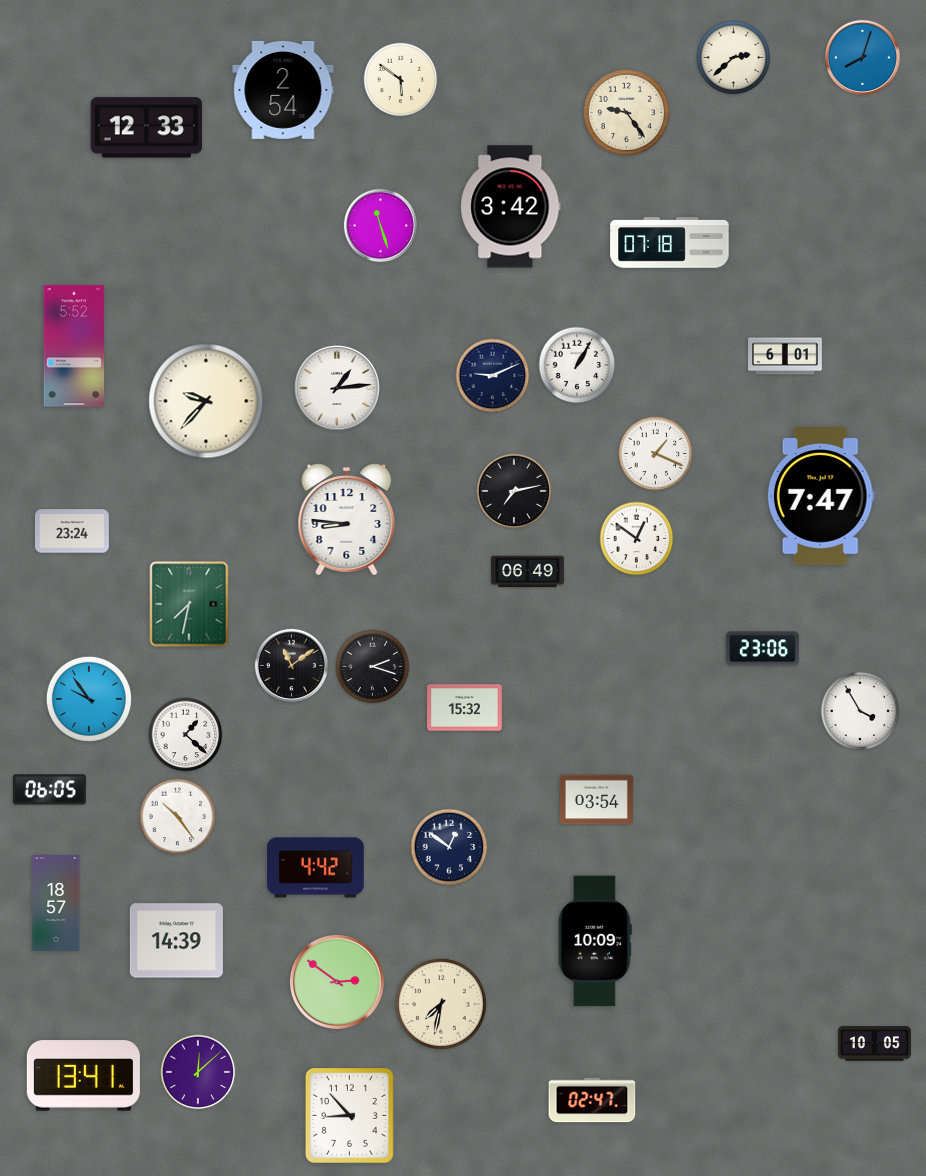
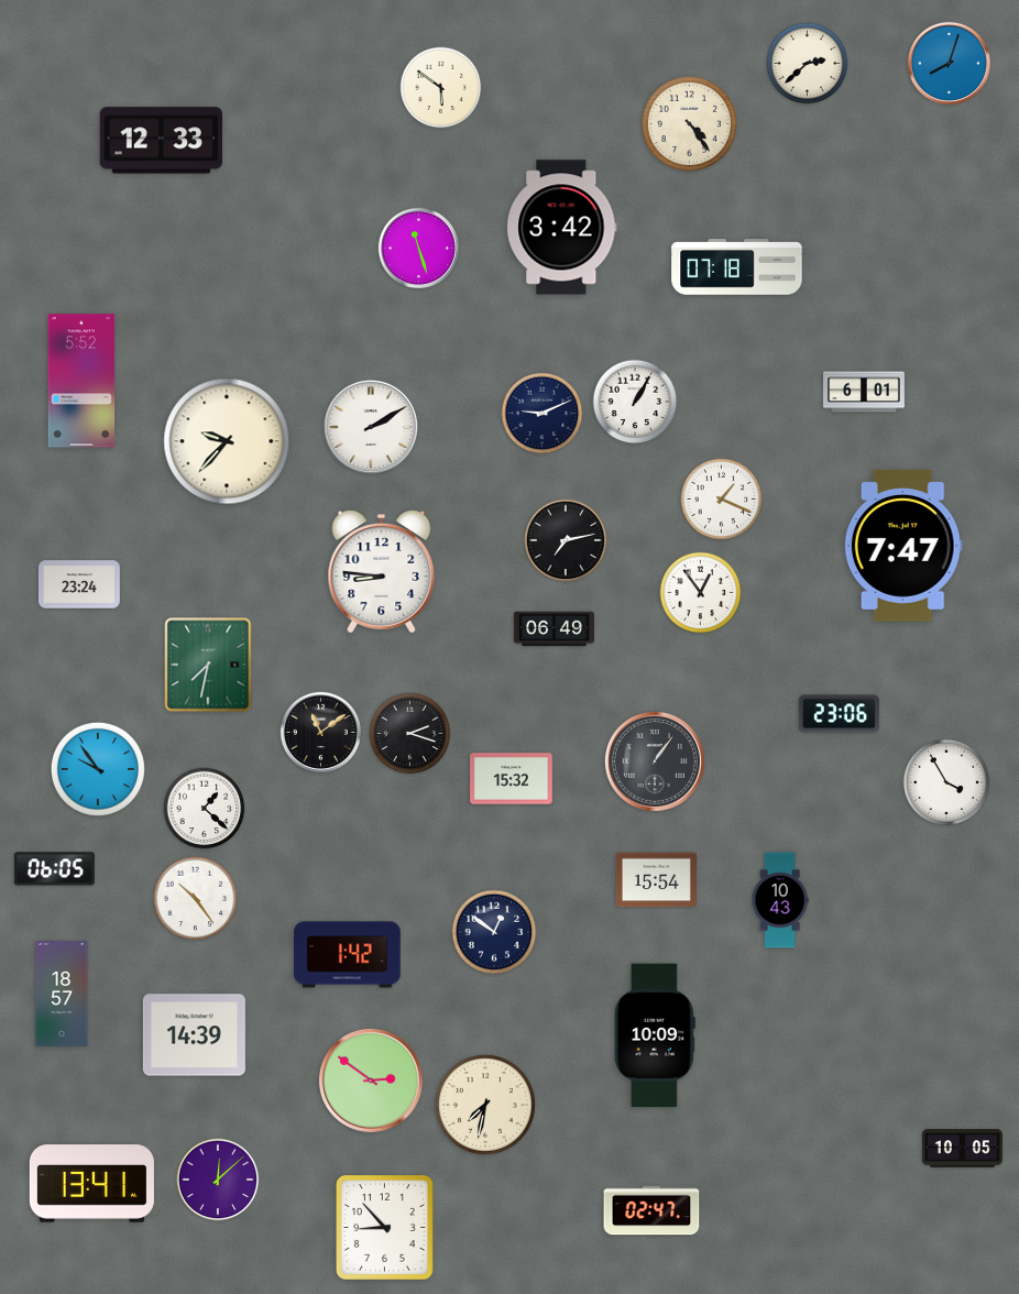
clock at (283, 90): 2:54 -> none
clock at (626, 112): 9:24 -> 4:24
clock at (337, 388): 1:14 -> 2:10
clock at (637, 539): 12:51 -> 12:54
clock at (527, 572) position: (527, 572) -> (554, 629)
clock at (655, 761): none -> 1:06
clock at (596, 800): 03:54 -> 15:54
clock at (780, 900): none -> 10:43
clock at (316, 868): 4:42 -> 1:42
